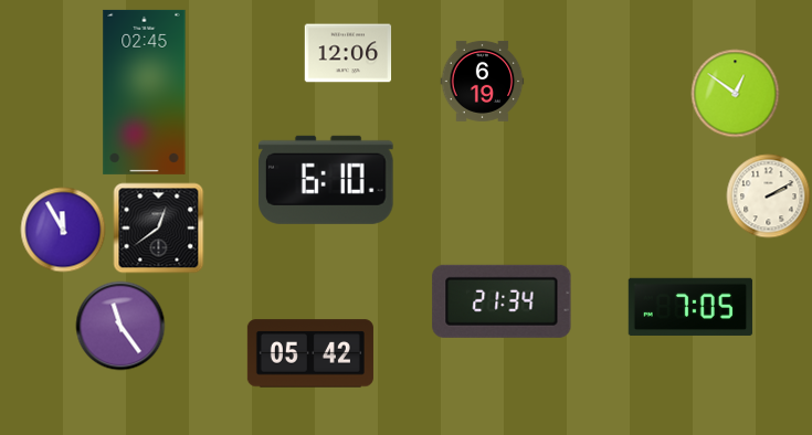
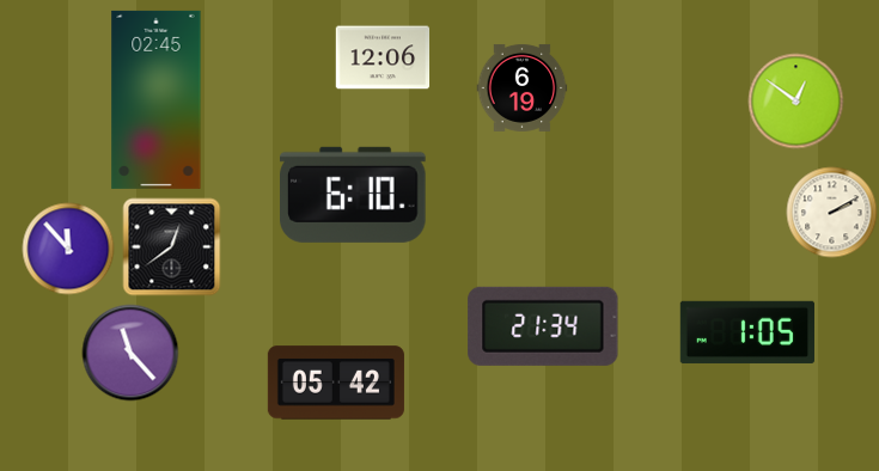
clock at (348, 53) position: (348, 53) -> (383, 57)
clock at (63, 230): 11:55 -> 11:53
clock at (690, 307): 7:05 -> 1:05
clock at (120, 326): 11:24 -> 11:23
